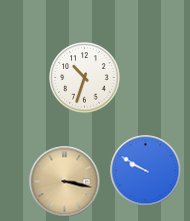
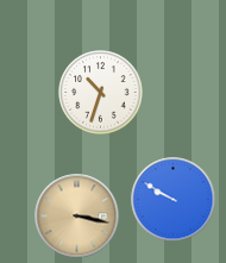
clock at (146, 171) position: (146, 171) -> (174, 200)
